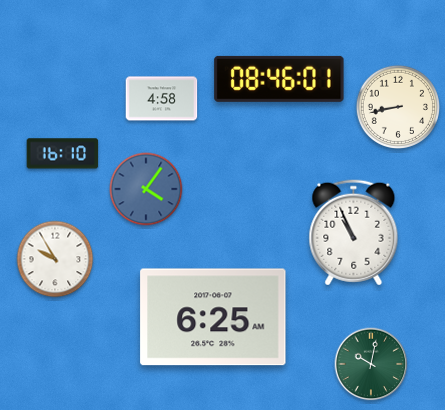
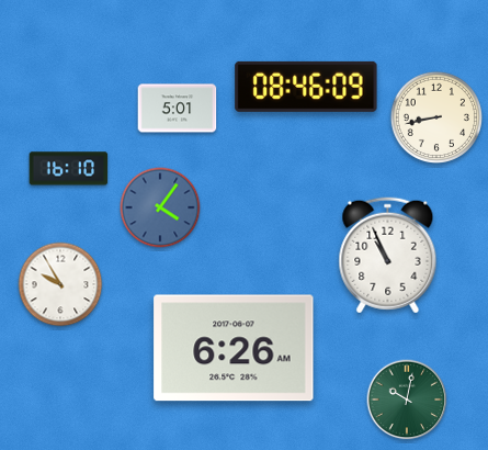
clock at (279, 79): 08:46:01 -> 08:46:09
clock at (162, 99): 4:58 -> 5:01
clock at (213, 317): 6:25 -> 6:26
